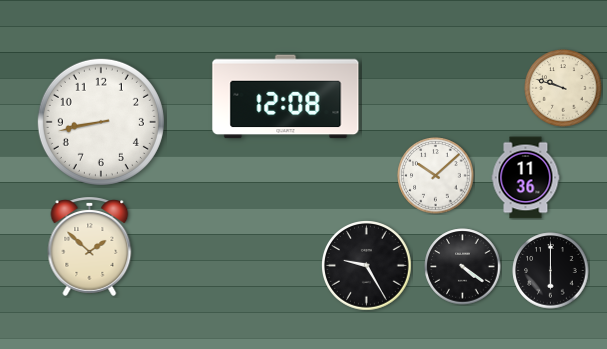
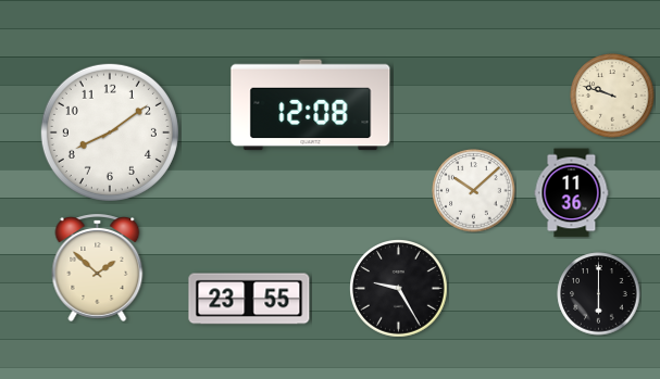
clock at (101, 122): 8:43 -> 8:09
clock at (463, 267): 4:21 -> none
clock at (249, 299): none -> 23:55
